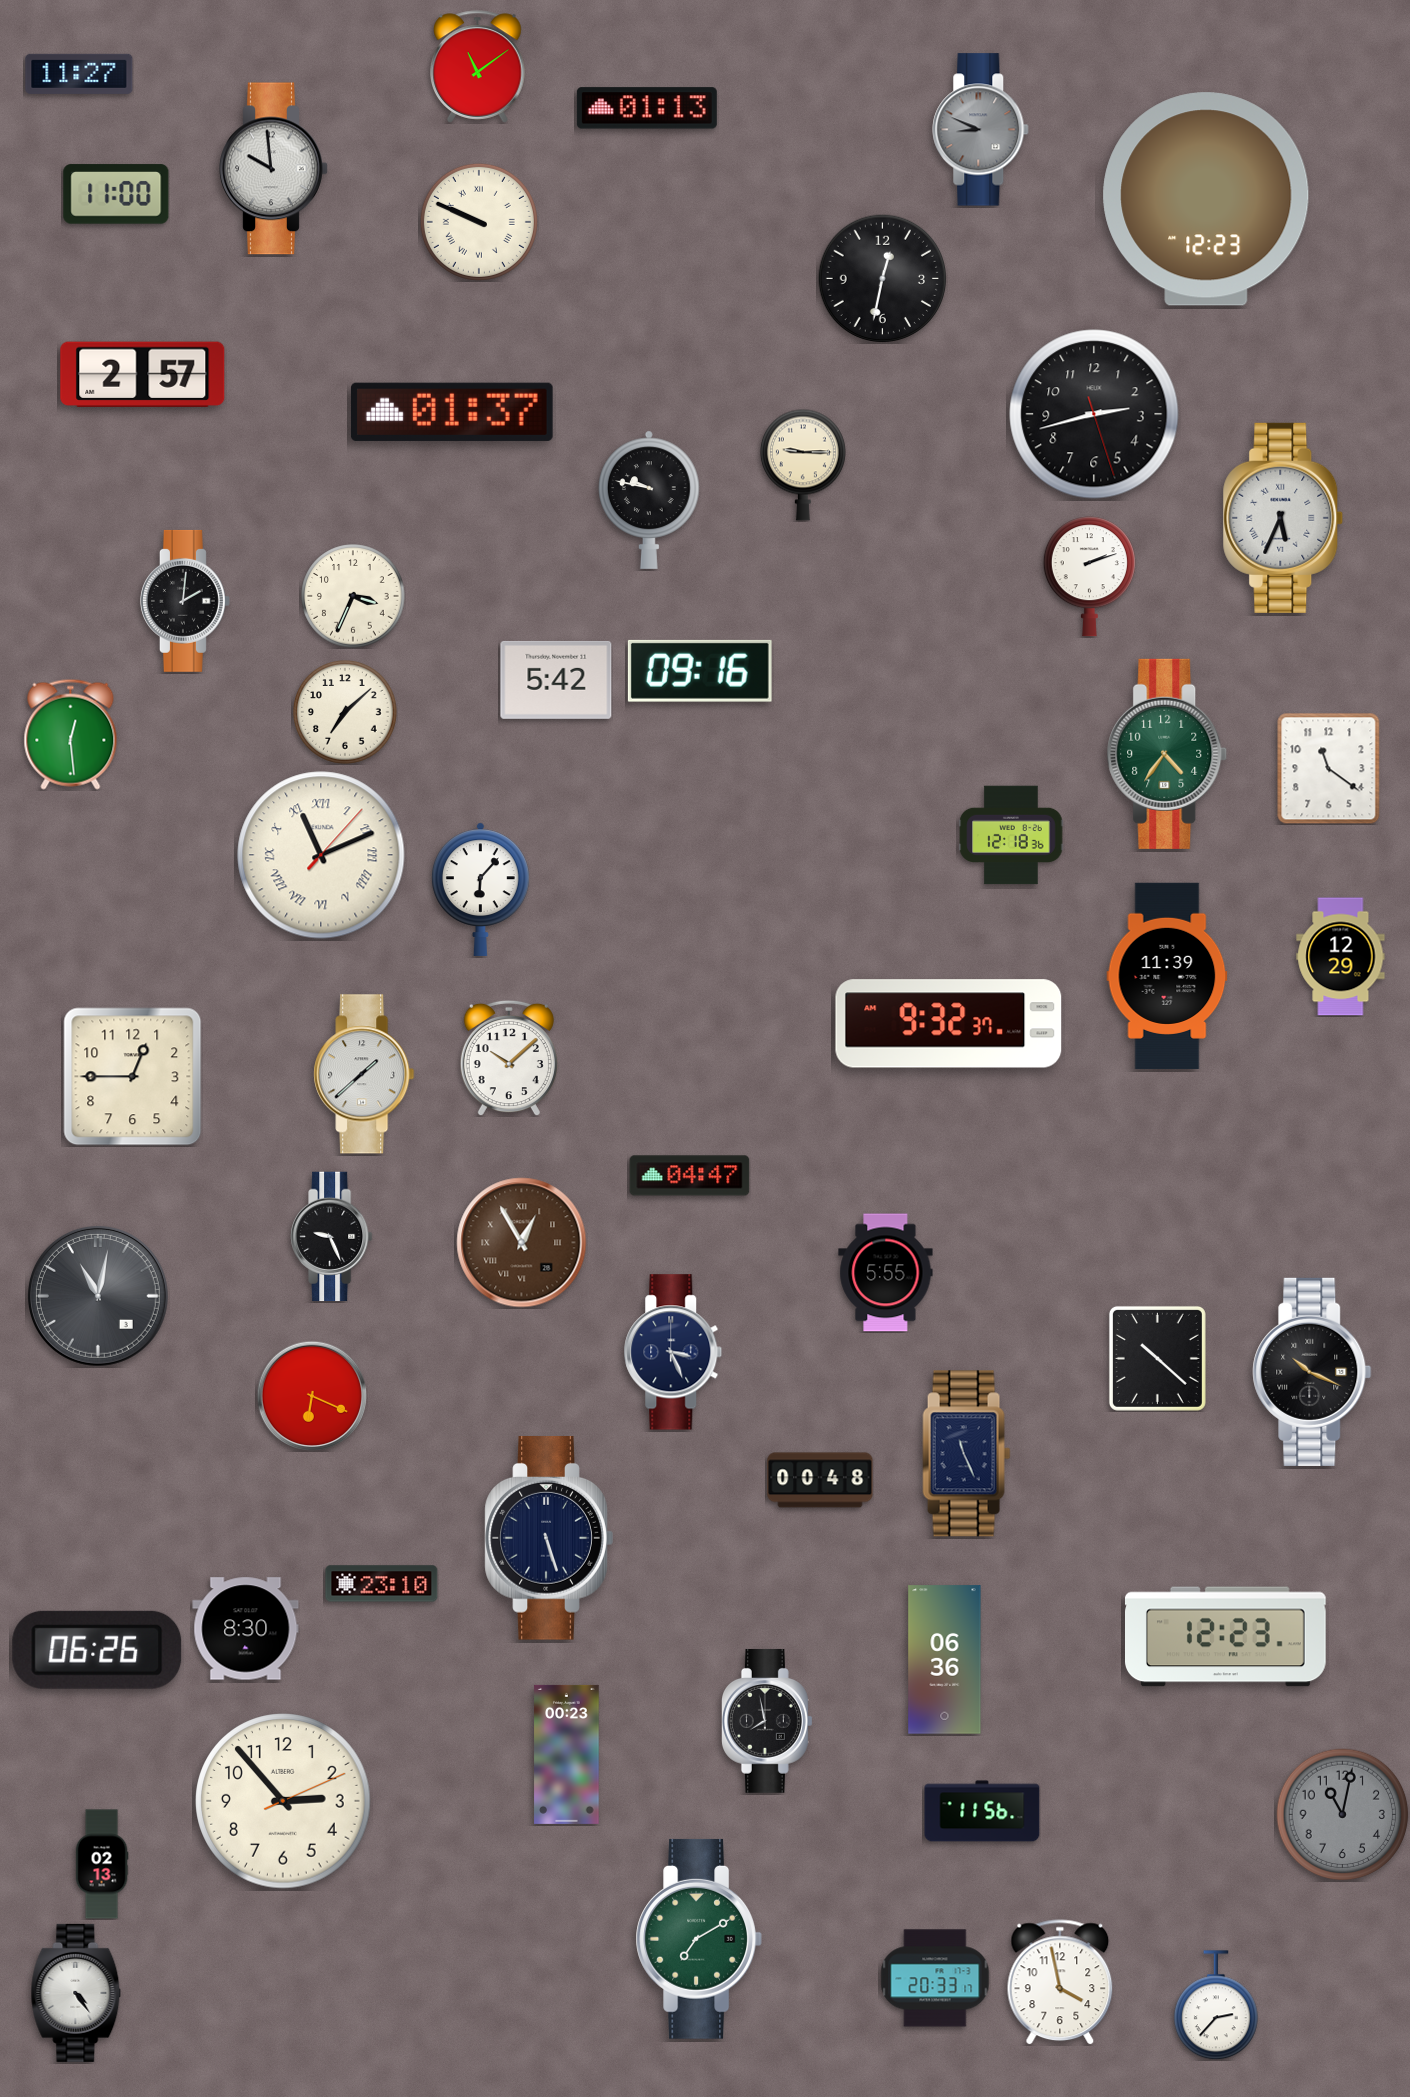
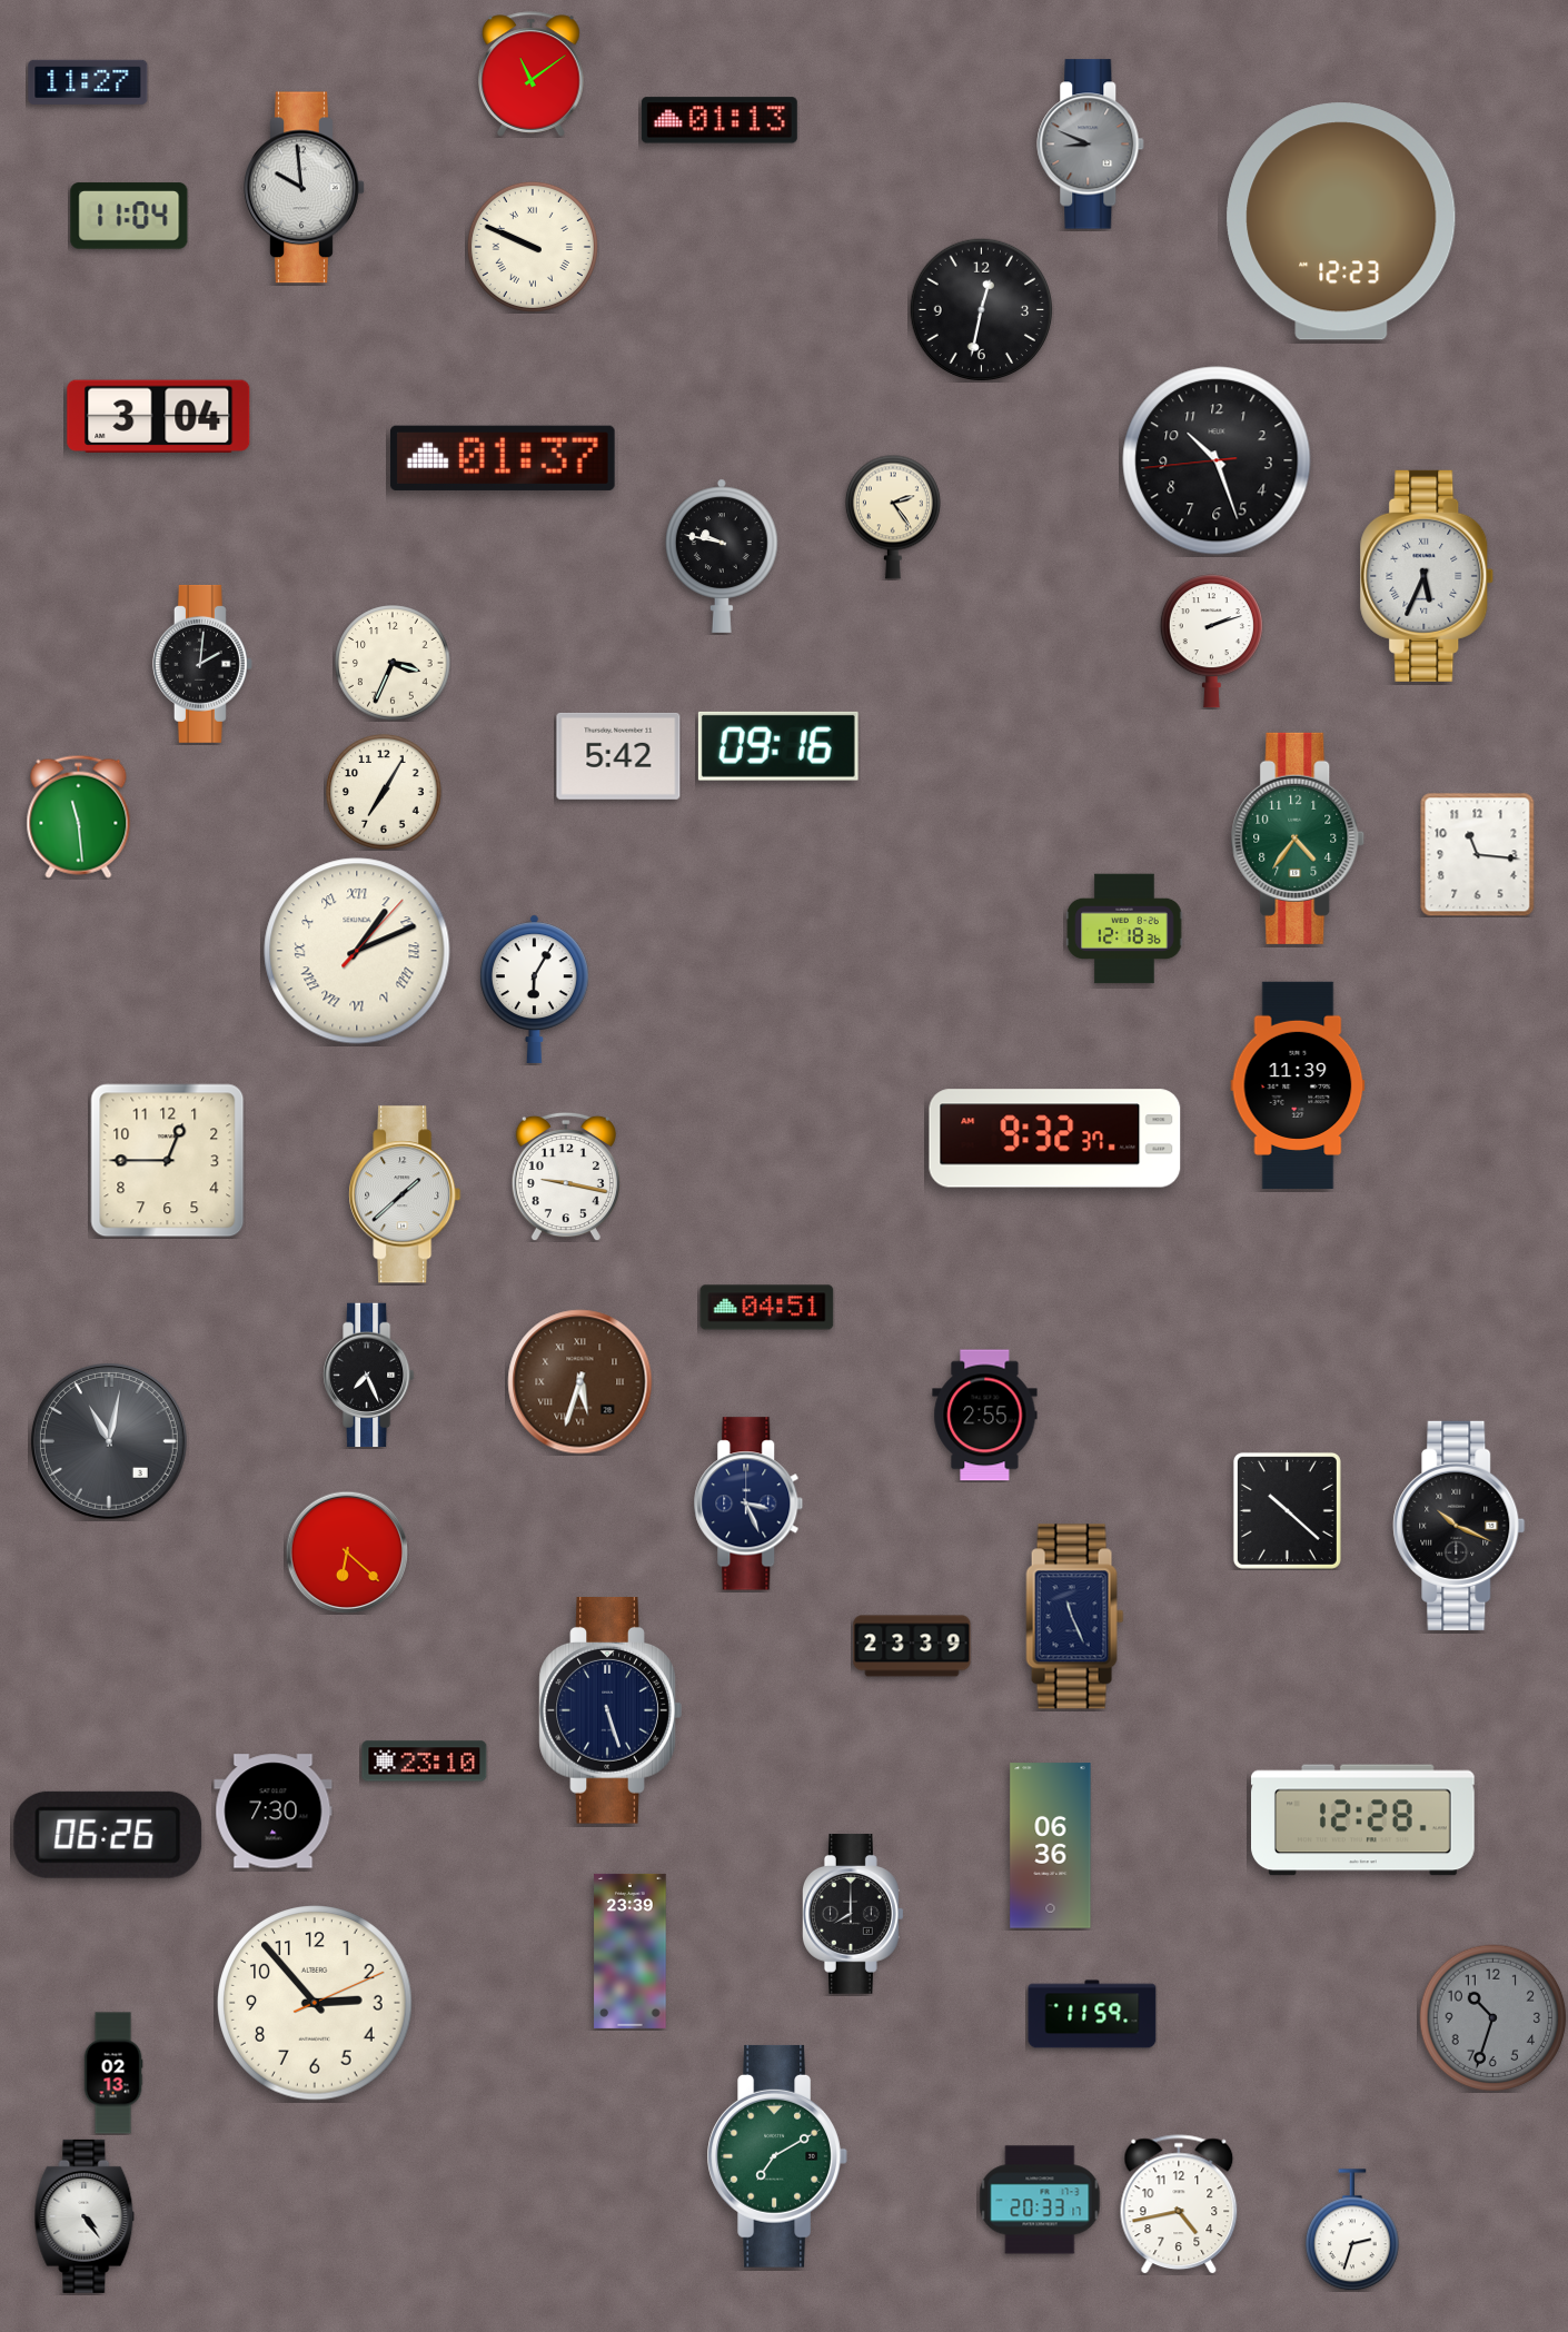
clock at (116, 194): 11:00 -> 11:04
clock at (143, 374): 2:57 -> 3:04
clock at (1094, 414): 2:42 -> 10:26
clock at (803, 465): 9:15 -> 2:24
clock at (185, 601) position: (185, 601) -> (202, 664)
clock at (345, 712): 7:08 -> 7:05
clock at (71, 734): 12:29 -> 11:29
clock at (1329, 769): 11:21 -> 11:16
clock at (321, 855): 11:11 -> 1:11
clock at (480, 889): 6:07 -> 6:05
clock at (1341, 957): 12:29 -> none
clock at (509, 1058): 10:08 -> 9:17
clock at (133, 1077) position: (133, 1077) -> (168, 1161)
clock at (690, 1176): 04:47 -> 04:51
clock at (332, 1237): 9:26 -> 7:26
clock at (522, 1243): 12:55 -> 5:33
clock at (886, 1273): 5:55 -> 2:55
clock at (311, 1395): 6:19 -> 6:22
clock at (820, 1480): 00:48 -> 23:39
clock at (246, 1629): 8:30 -> 7:30
clock at (1226, 1637): 12:23 -> 12:28
clock at (767, 1721): 7:58 -> 8:00
clock at (567, 1754): 00:23 -> 23:39
clock at (982, 1811): 11:56 -> 11:59
clock at (1343, 1815): 11:02 -> 10:33
clock at (1060, 1982): 3:58 -> 4:43
clock at (1216, 2005): 2:37 -> 2:33
